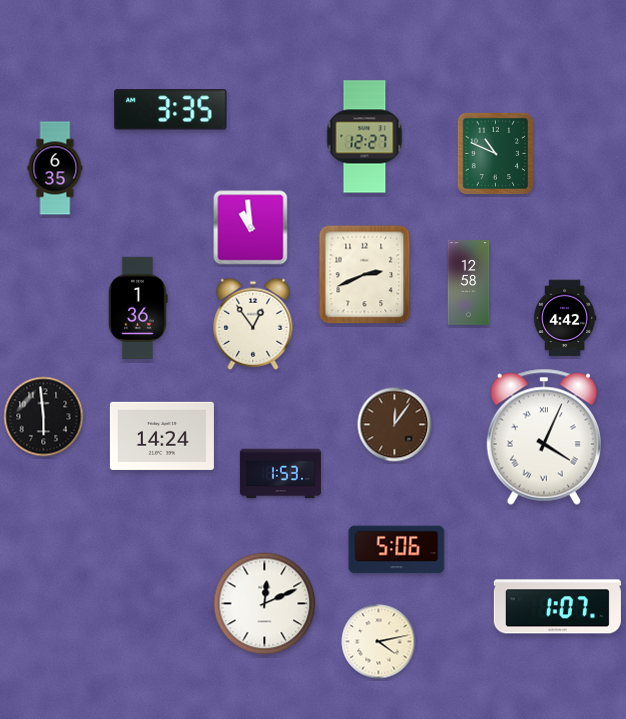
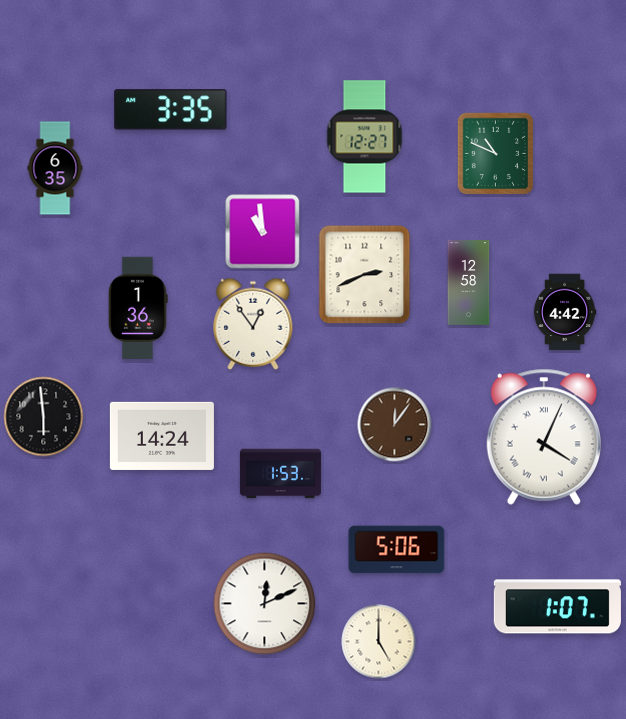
clock at (251, 228) position: (251, 228) -> (263, 232)
clock at (565, 318) position: (565, 318) -> (565, 312)
clock at (379, 642): 4:13 -> 5:00
